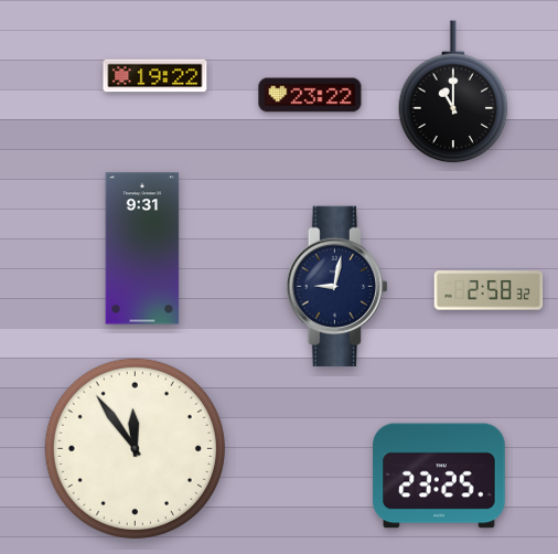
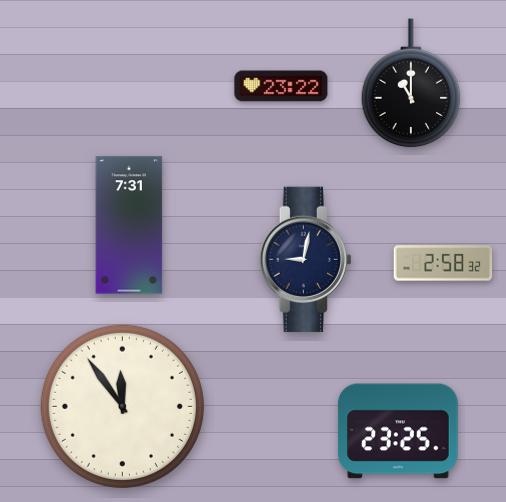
clock at (155, 76): 19:22 -> none
clock at (142, 248): 9:31 -> 7:31
